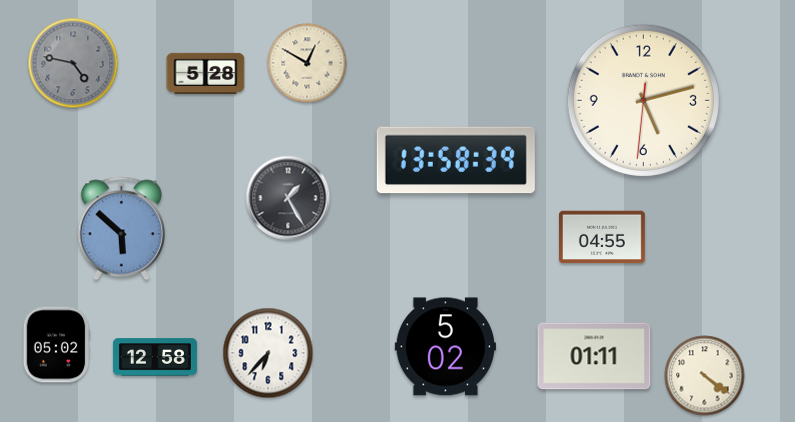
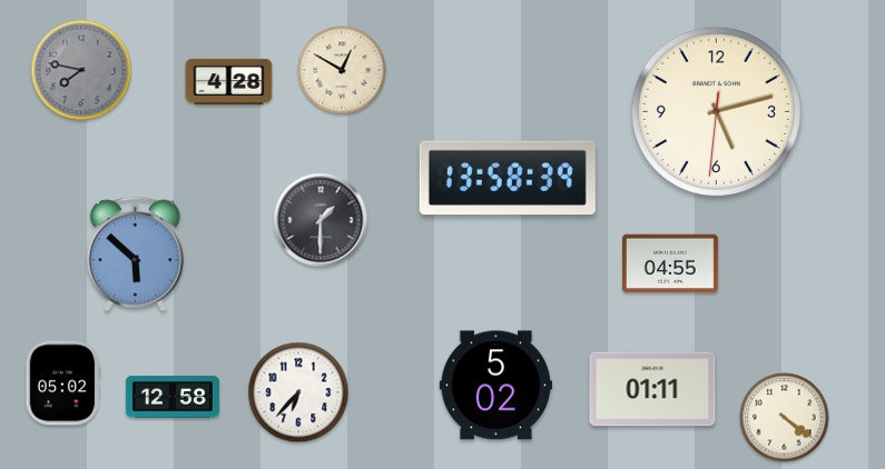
clock at (73, 63): 4:47 -> 7:47
clock at (206, 73): 5:28 -> 4:28
clock at (288, 198): 1:25 -> 1:30
clock at (594, 356) position: (594, 356) -> (652, 389)
